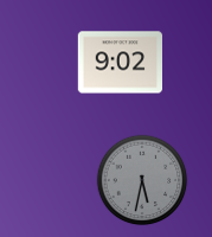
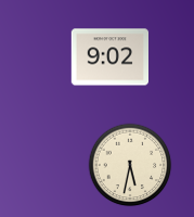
clock at (142, 180) dial: grey -> cream
